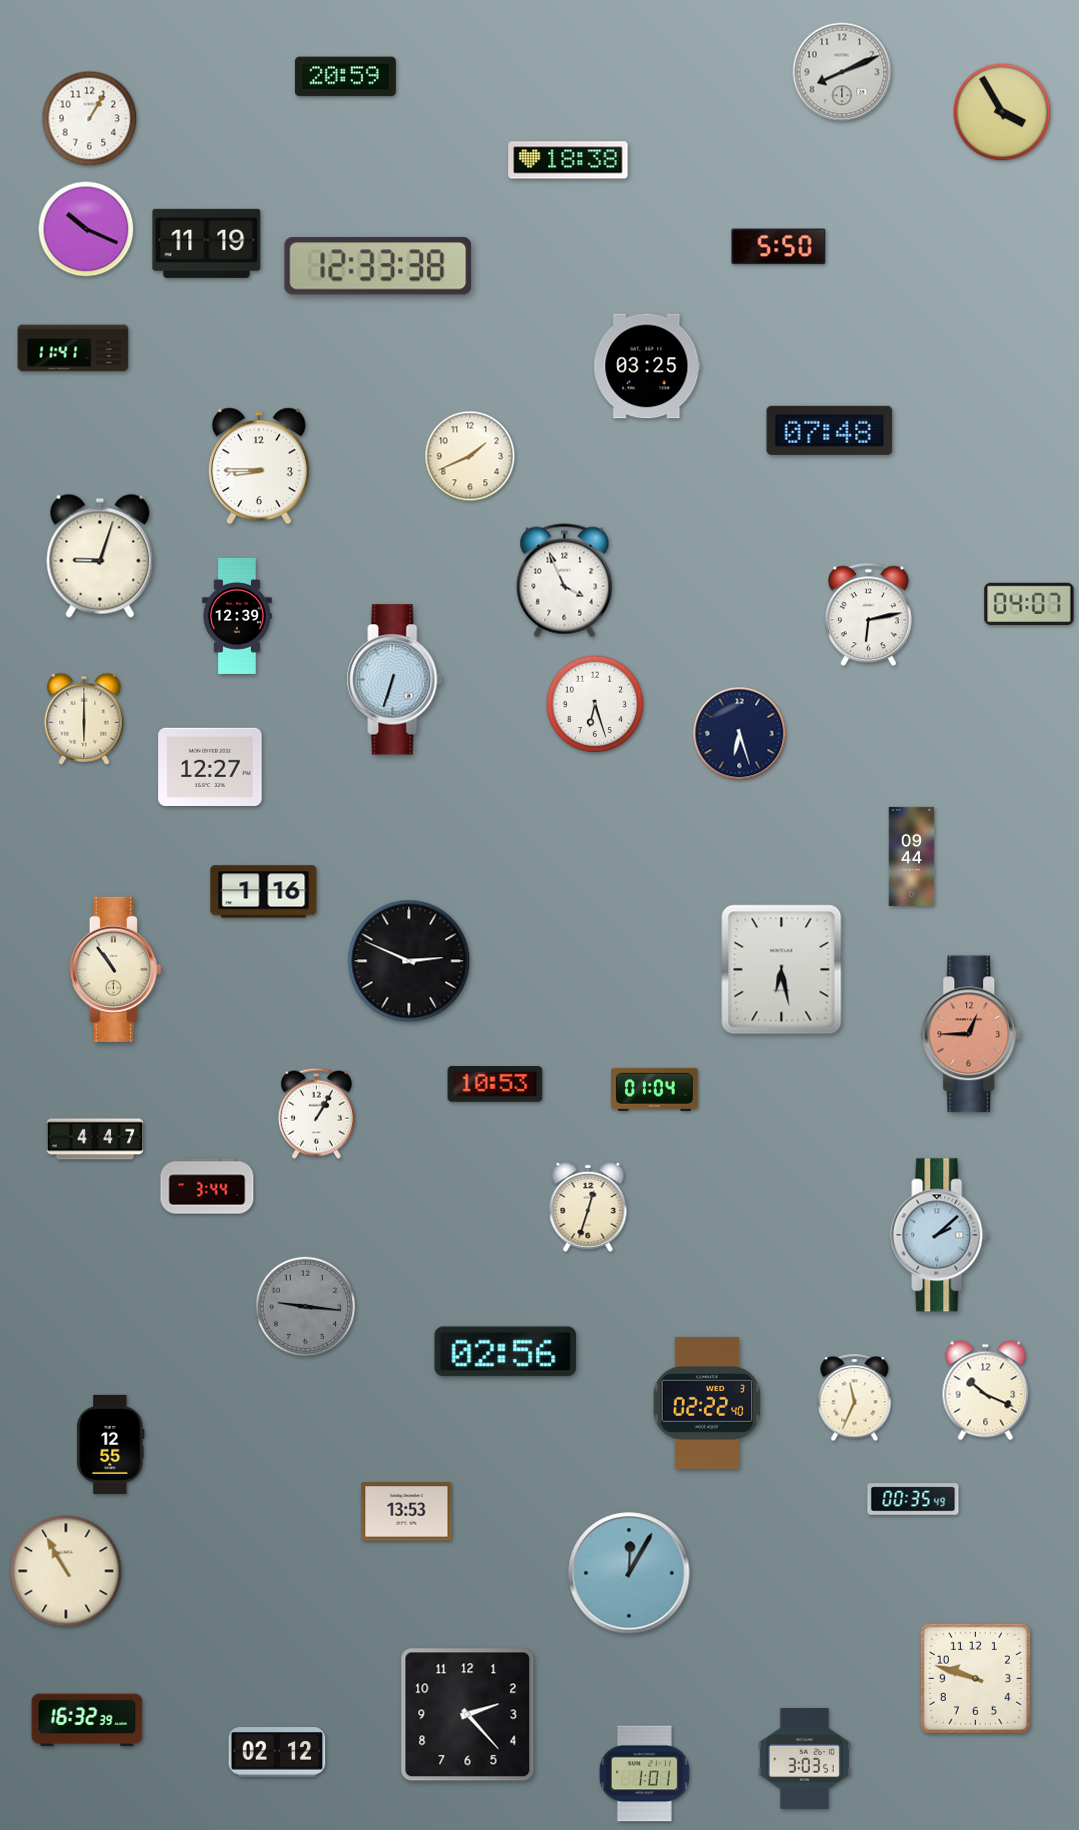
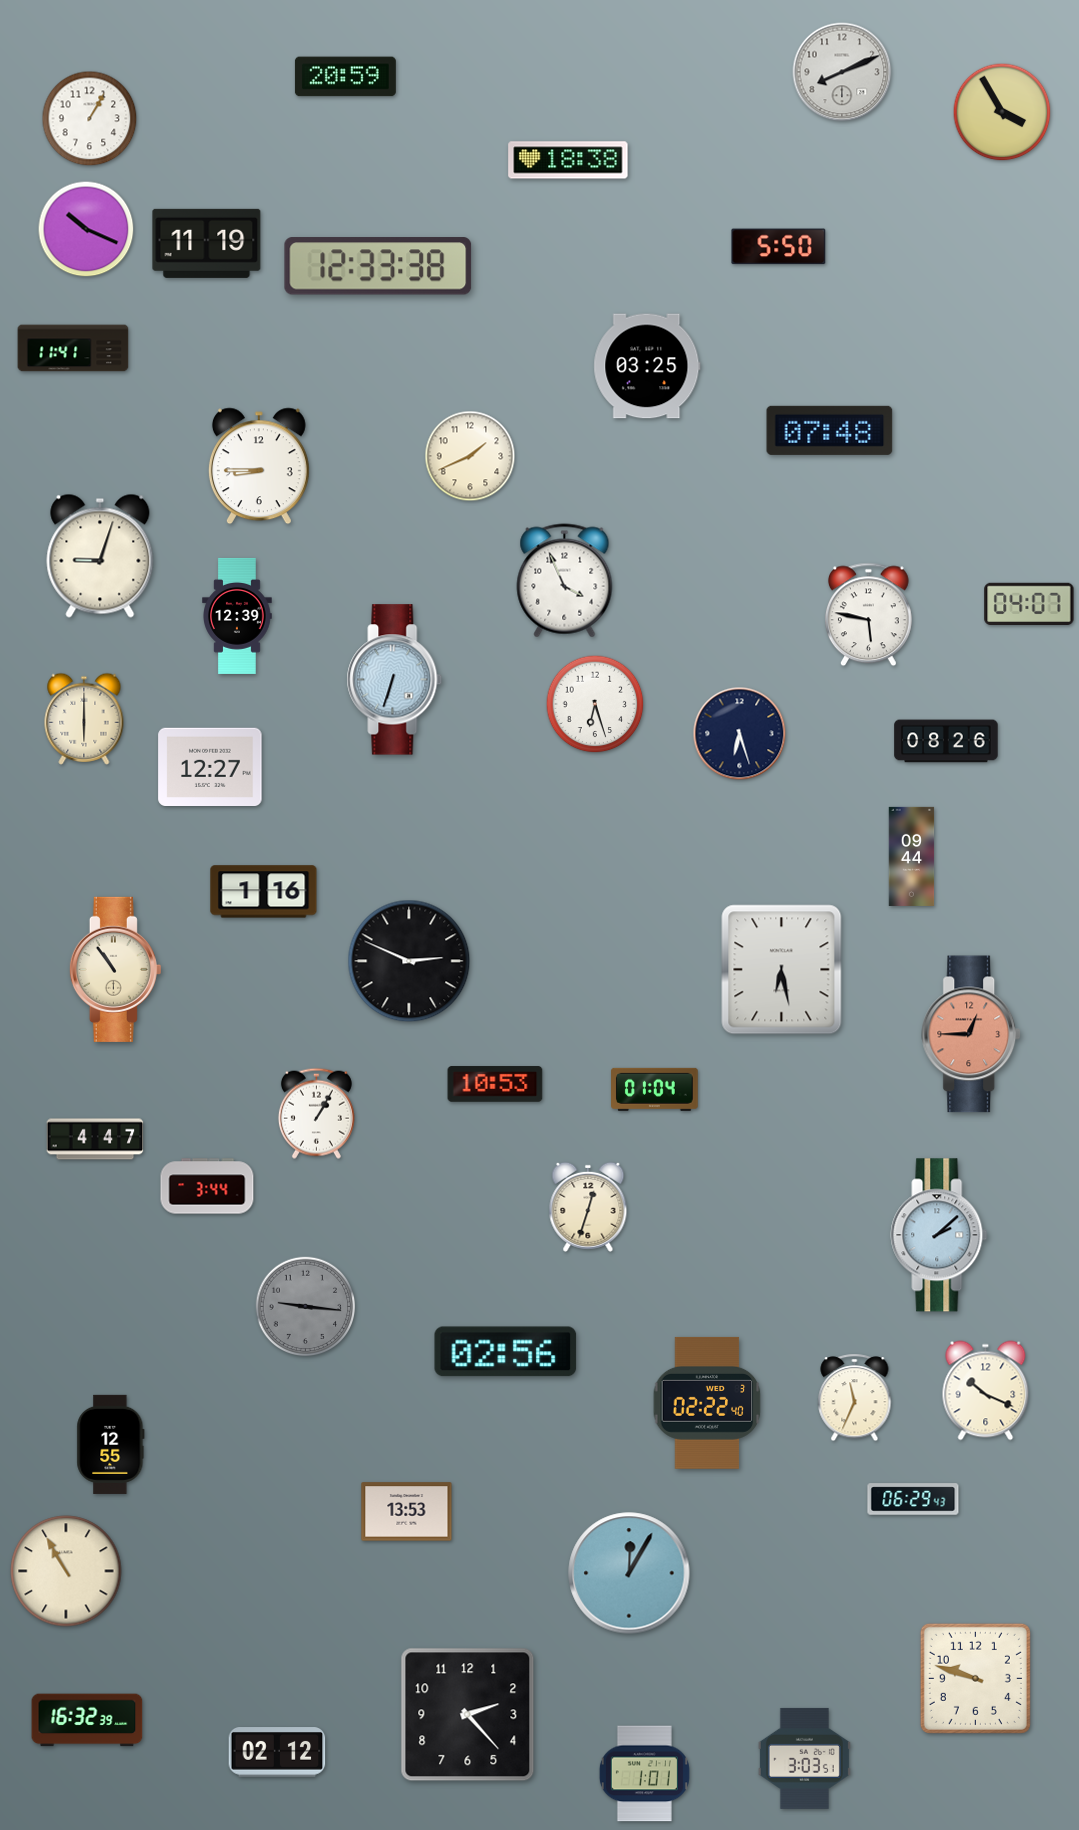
clock at (868, 615): 6:13 -> 5:47
clock at (946, 741): none -> 08:26
clock at (913, 1499): 00:35 -> 06:29
